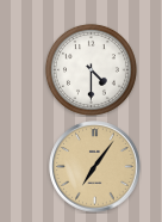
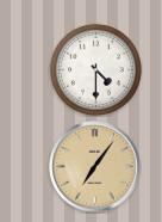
clock at (91, 69) position: (91, 69) -> (95, 69)
